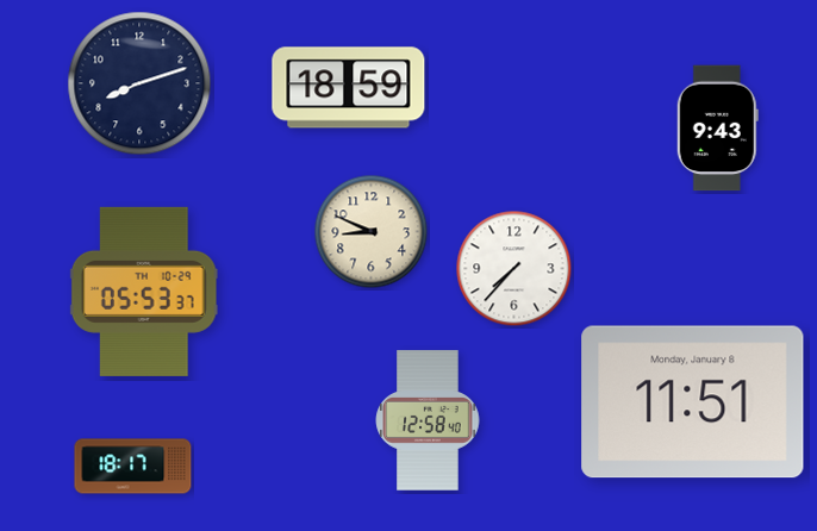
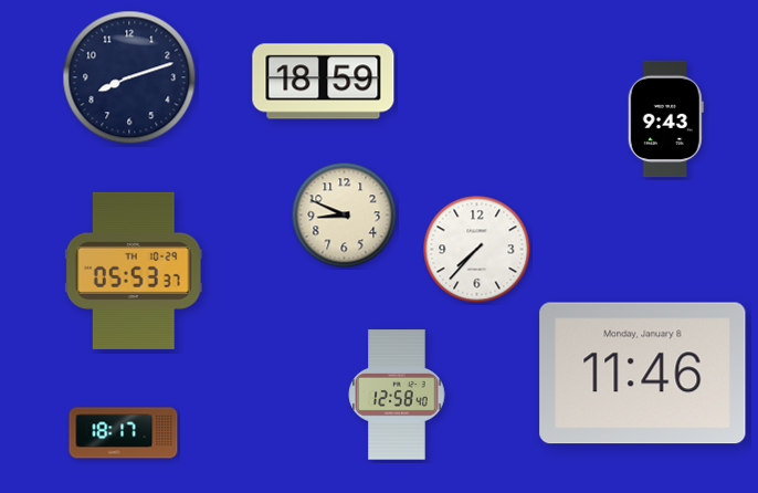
clock at (693, 402): 11:51 -> 11:46
clock at (428, 420) position: (428, 420) -> (397, 395)
